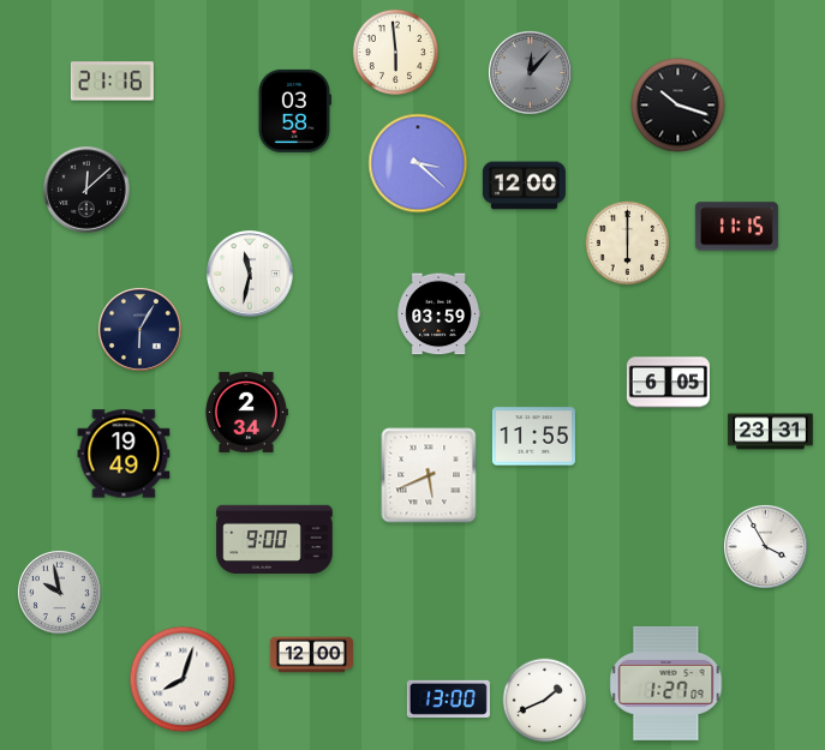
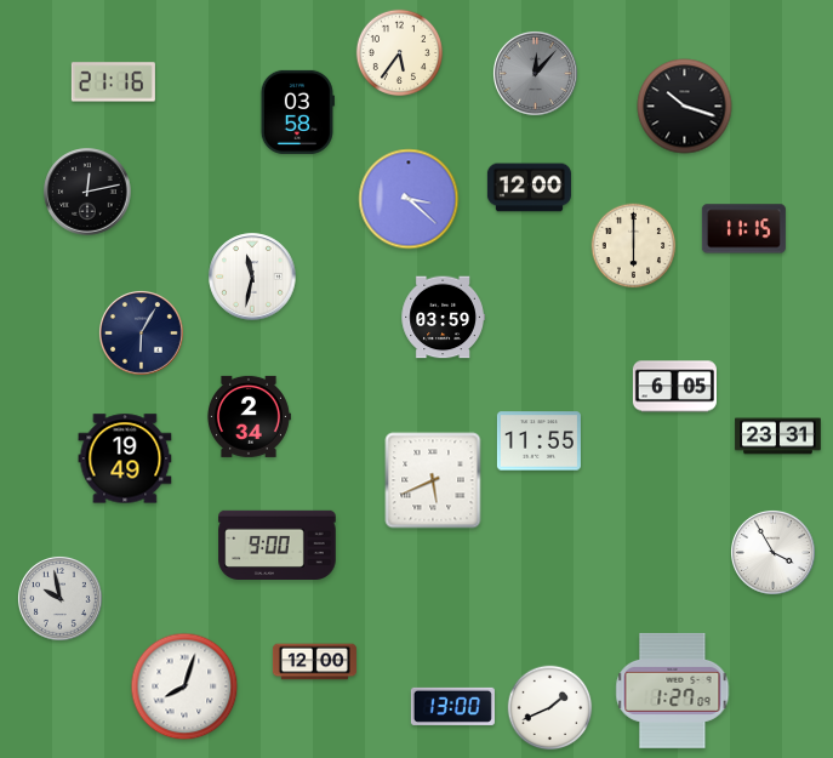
clock at (395, 52): 5:59 -> 5:36
clock at (418, 163) position: (418, 163) -> (409, 199)
clock at (86, 190): 12:08 -> 12:13
